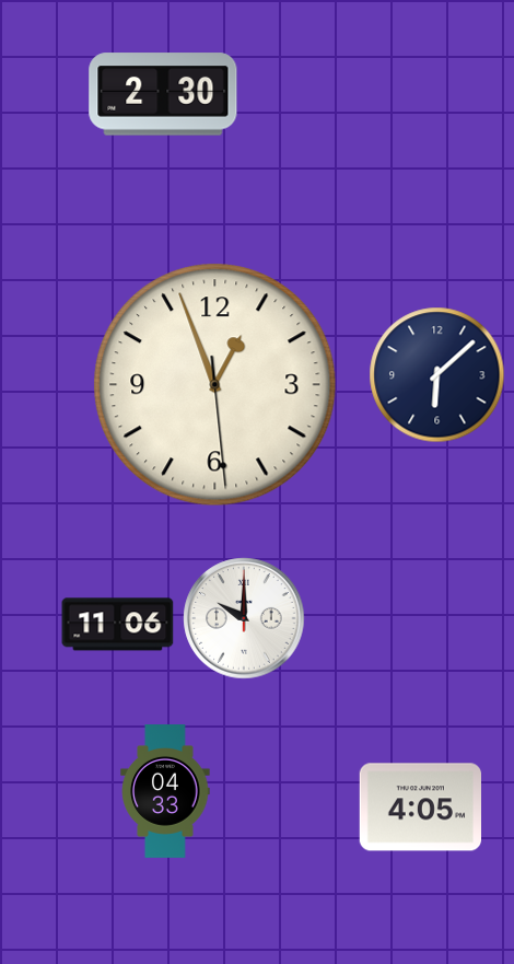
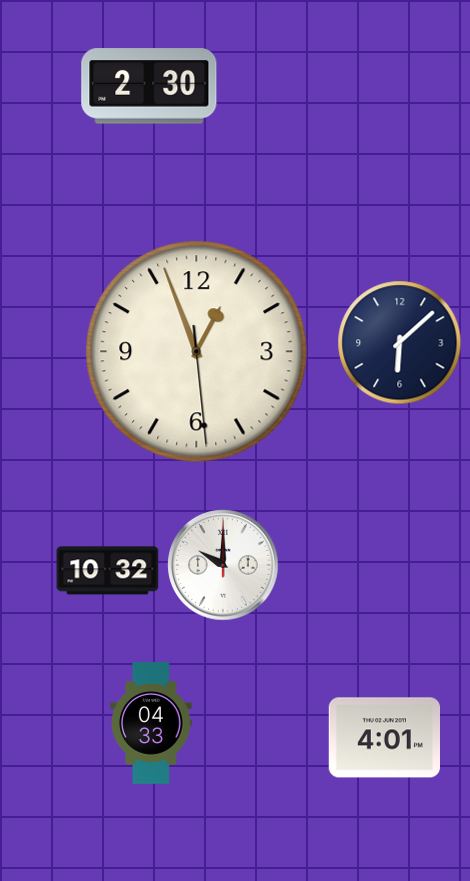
clock at (118, 625): 11:06 -> 10:32
clock at (420, 808): 4:05 -> 4:01
